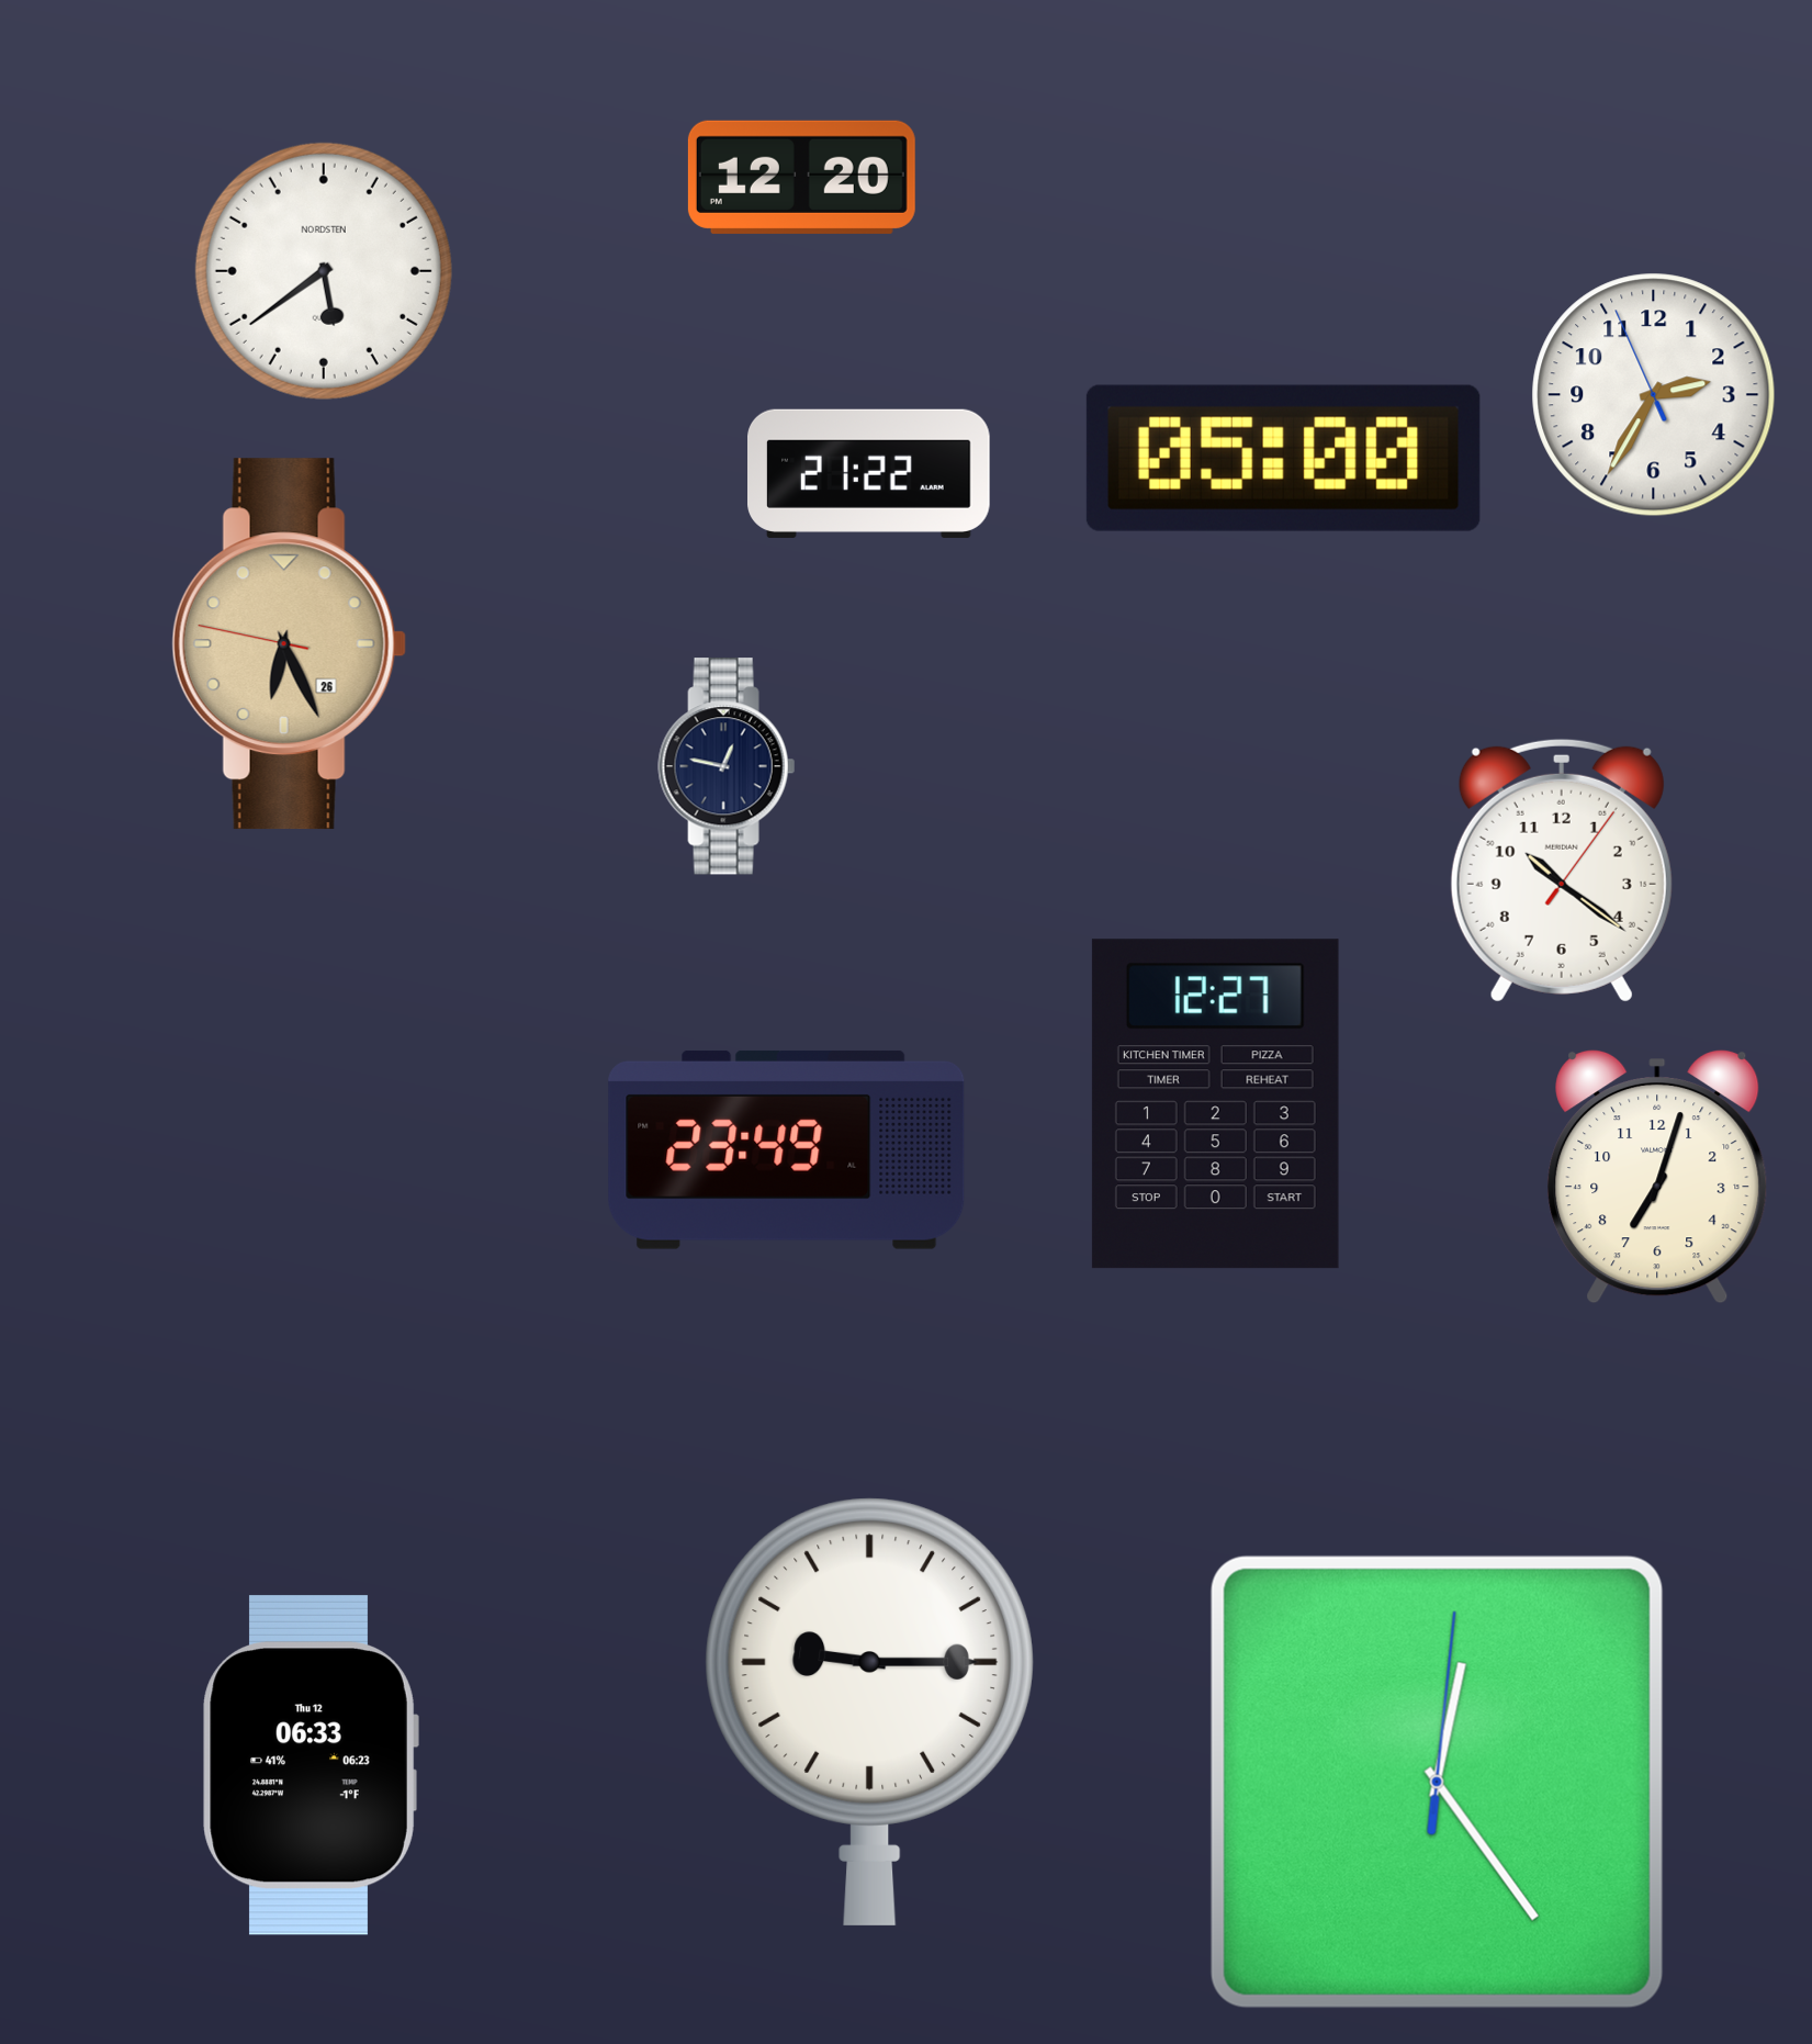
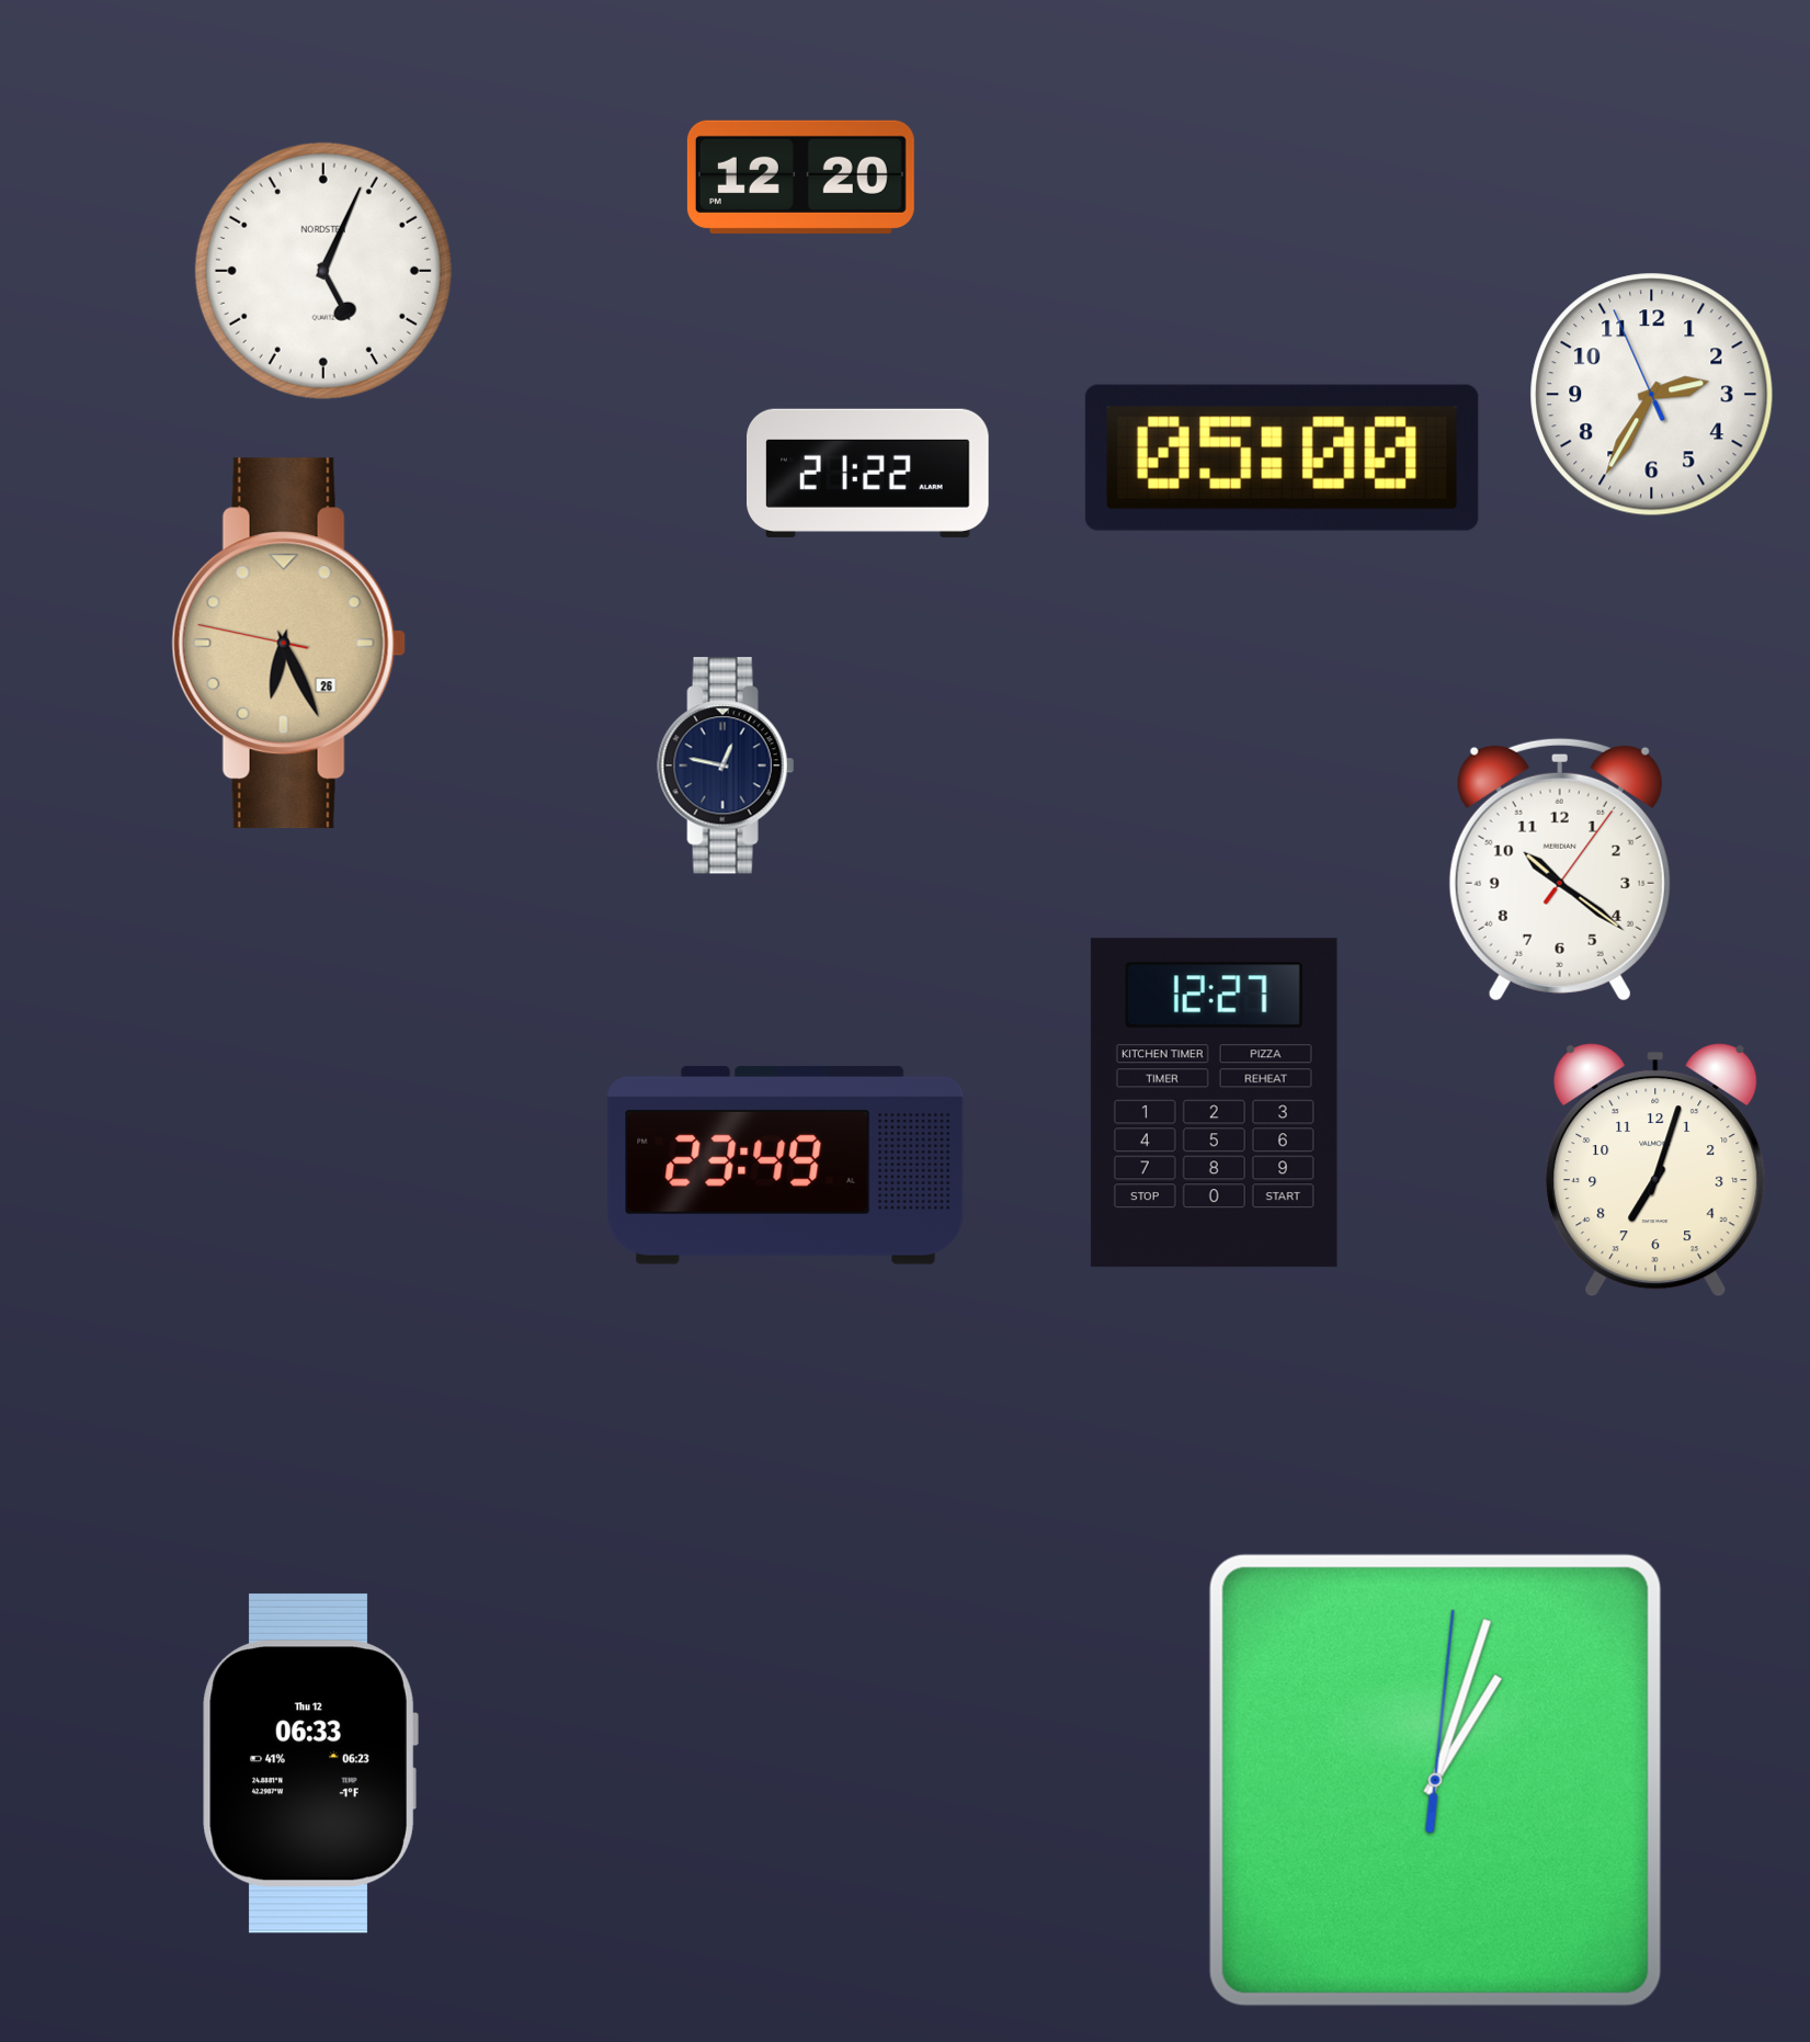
clock at (324, 271): 5:39 -> 5:04
clock at (787, 1149) position: (787, 1149) -> (786, 1165)
clock at (1657, 1177) position: (1657, 1177) -> (1655, 1170)
clock at (869, 1711): 9:15 -> none
clock at (1437, 1782): 12:24 -> 1:03
